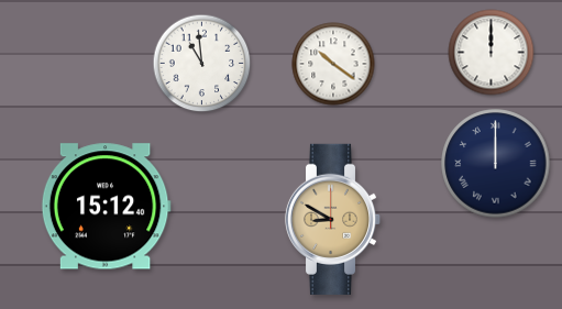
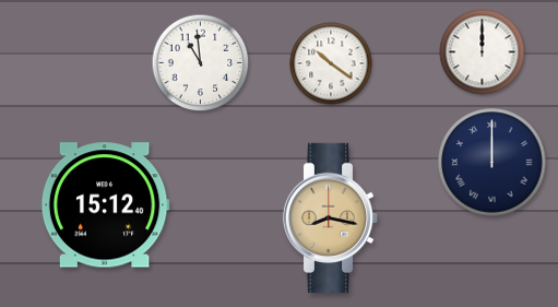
clock at (492, 53) position: (492, 53) -> (483, 52)
clock at (333, 219): 8:50 -> 8:17
